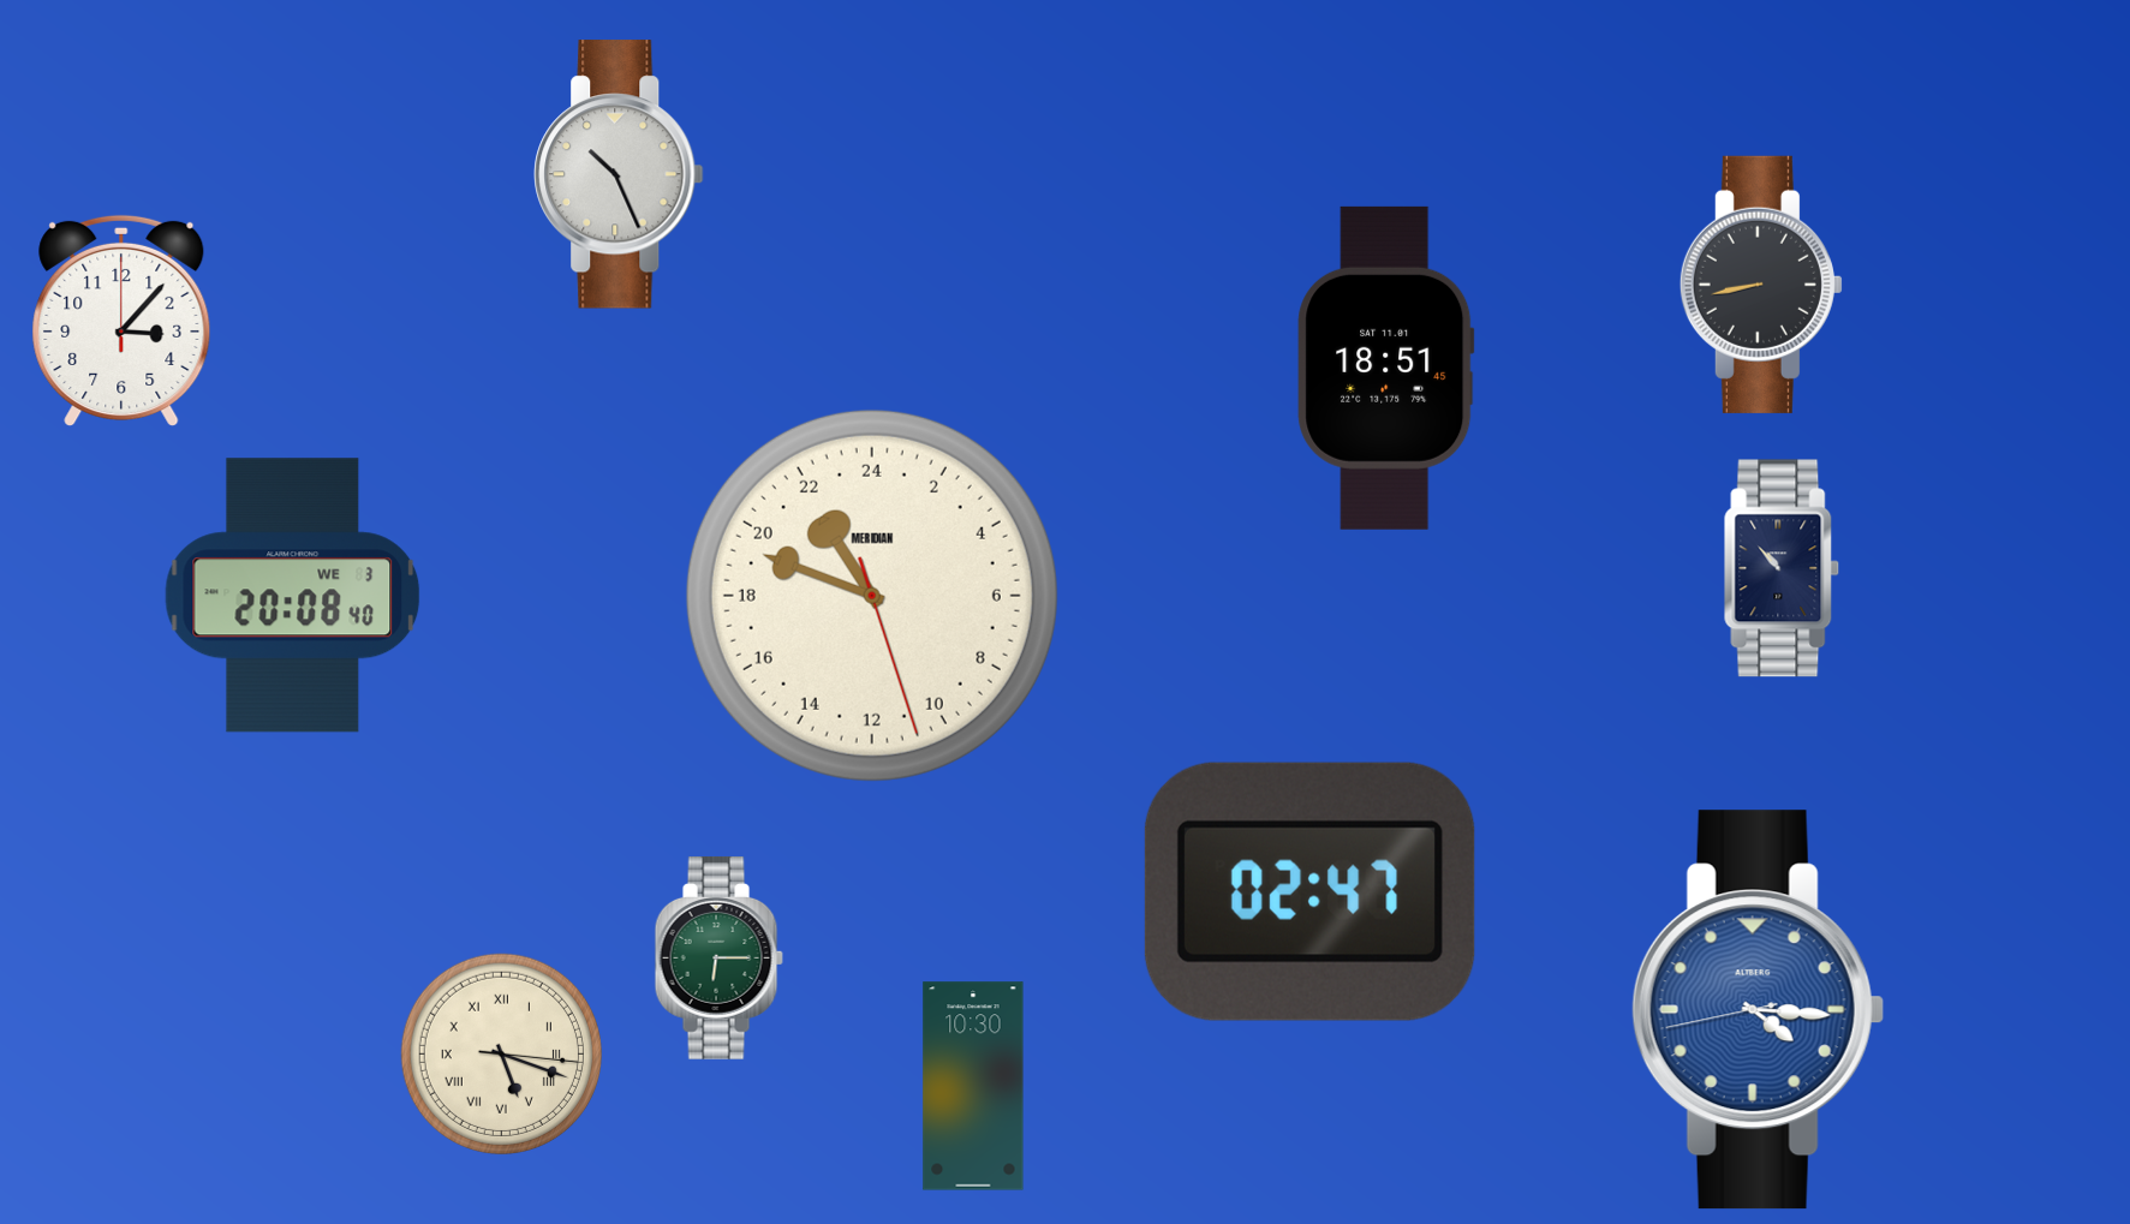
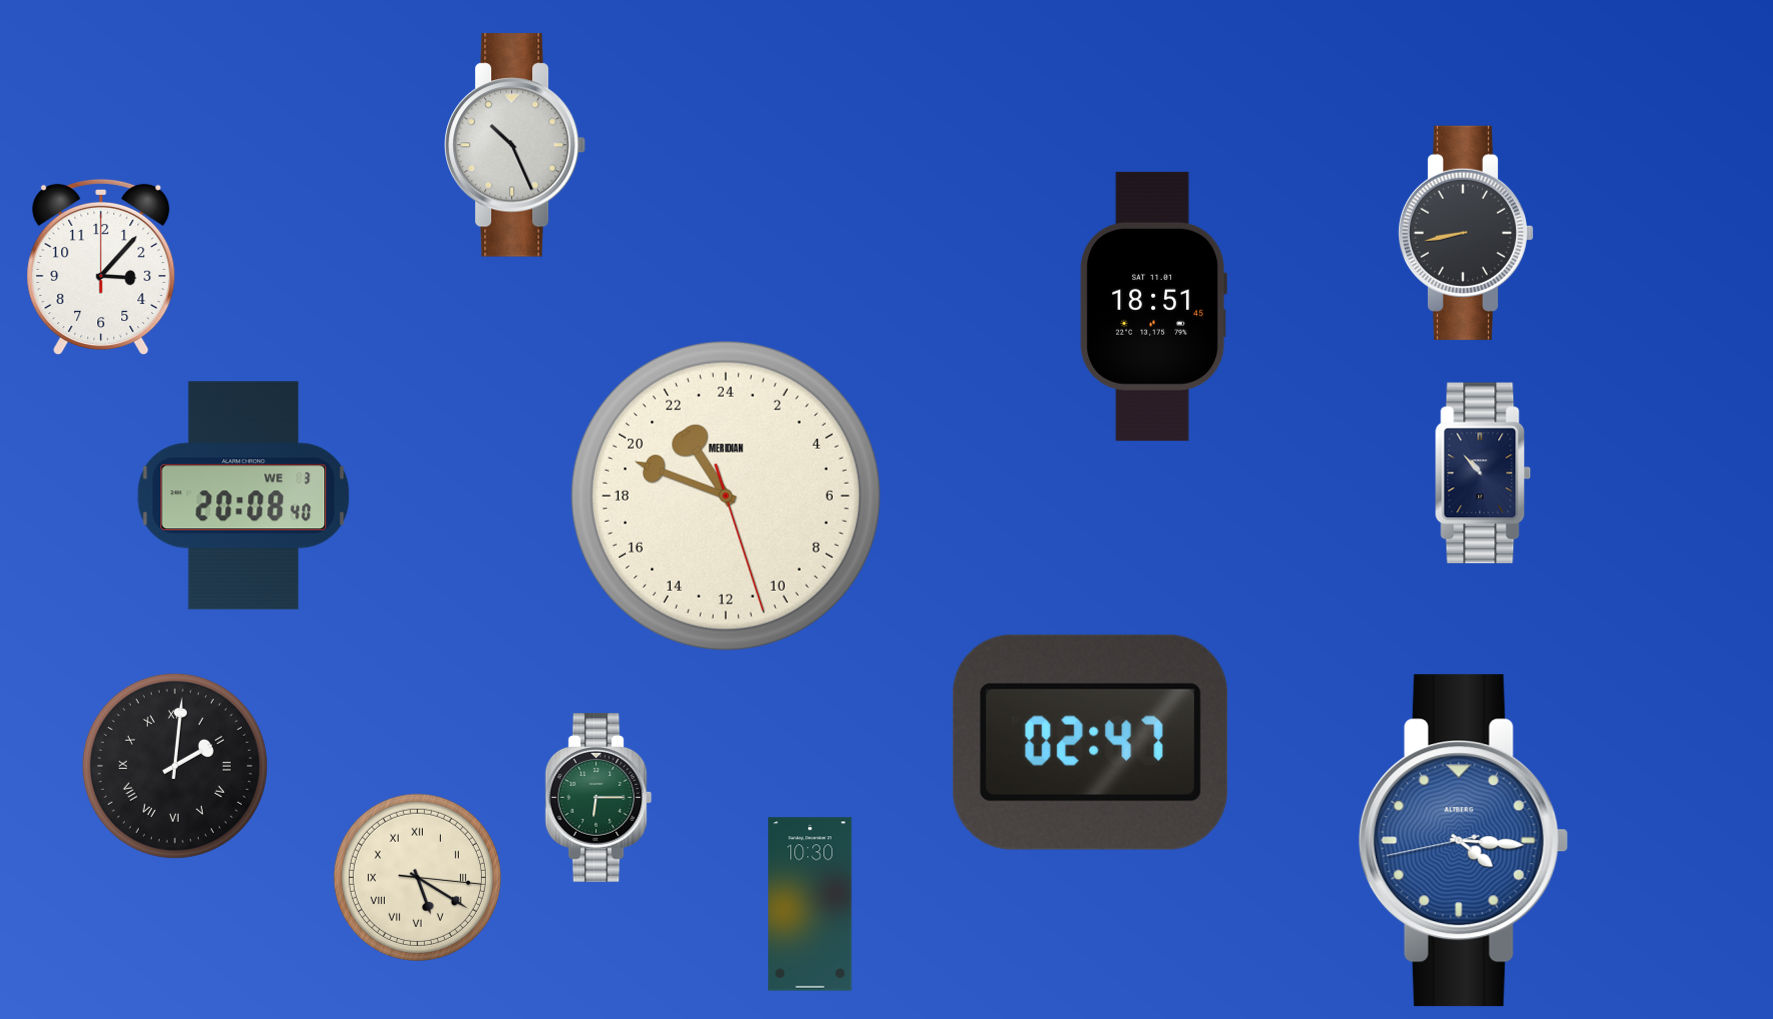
clock at (1761, 285) position: (1761, 285) -> (1466, 233)
clock at (175, 766): none -> 2:01
clock at (501, 1053): 5:18 -> 5:20
